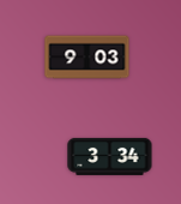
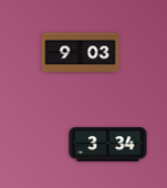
clock at (110, 156) position: (110, 156) -> (108, 144)
